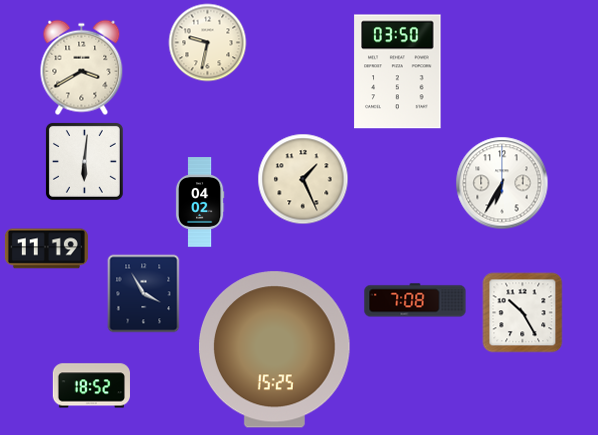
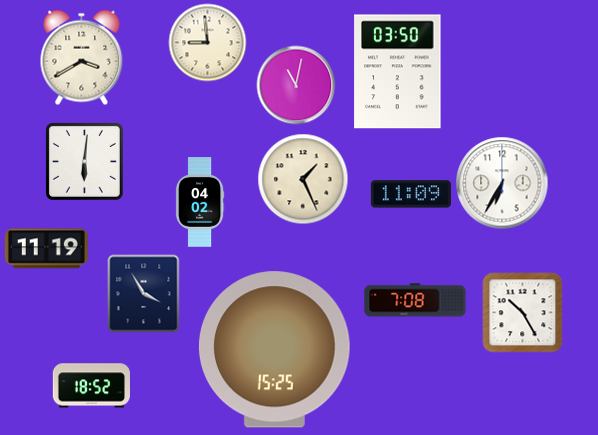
clock at (207, 42): 9:32 -> 8:59
clock at (82, 67) position: (82, 67) -> (82, 57)
clock at (296, 85): none -> 11:02
clock at (411, 194): none -> 11:09
